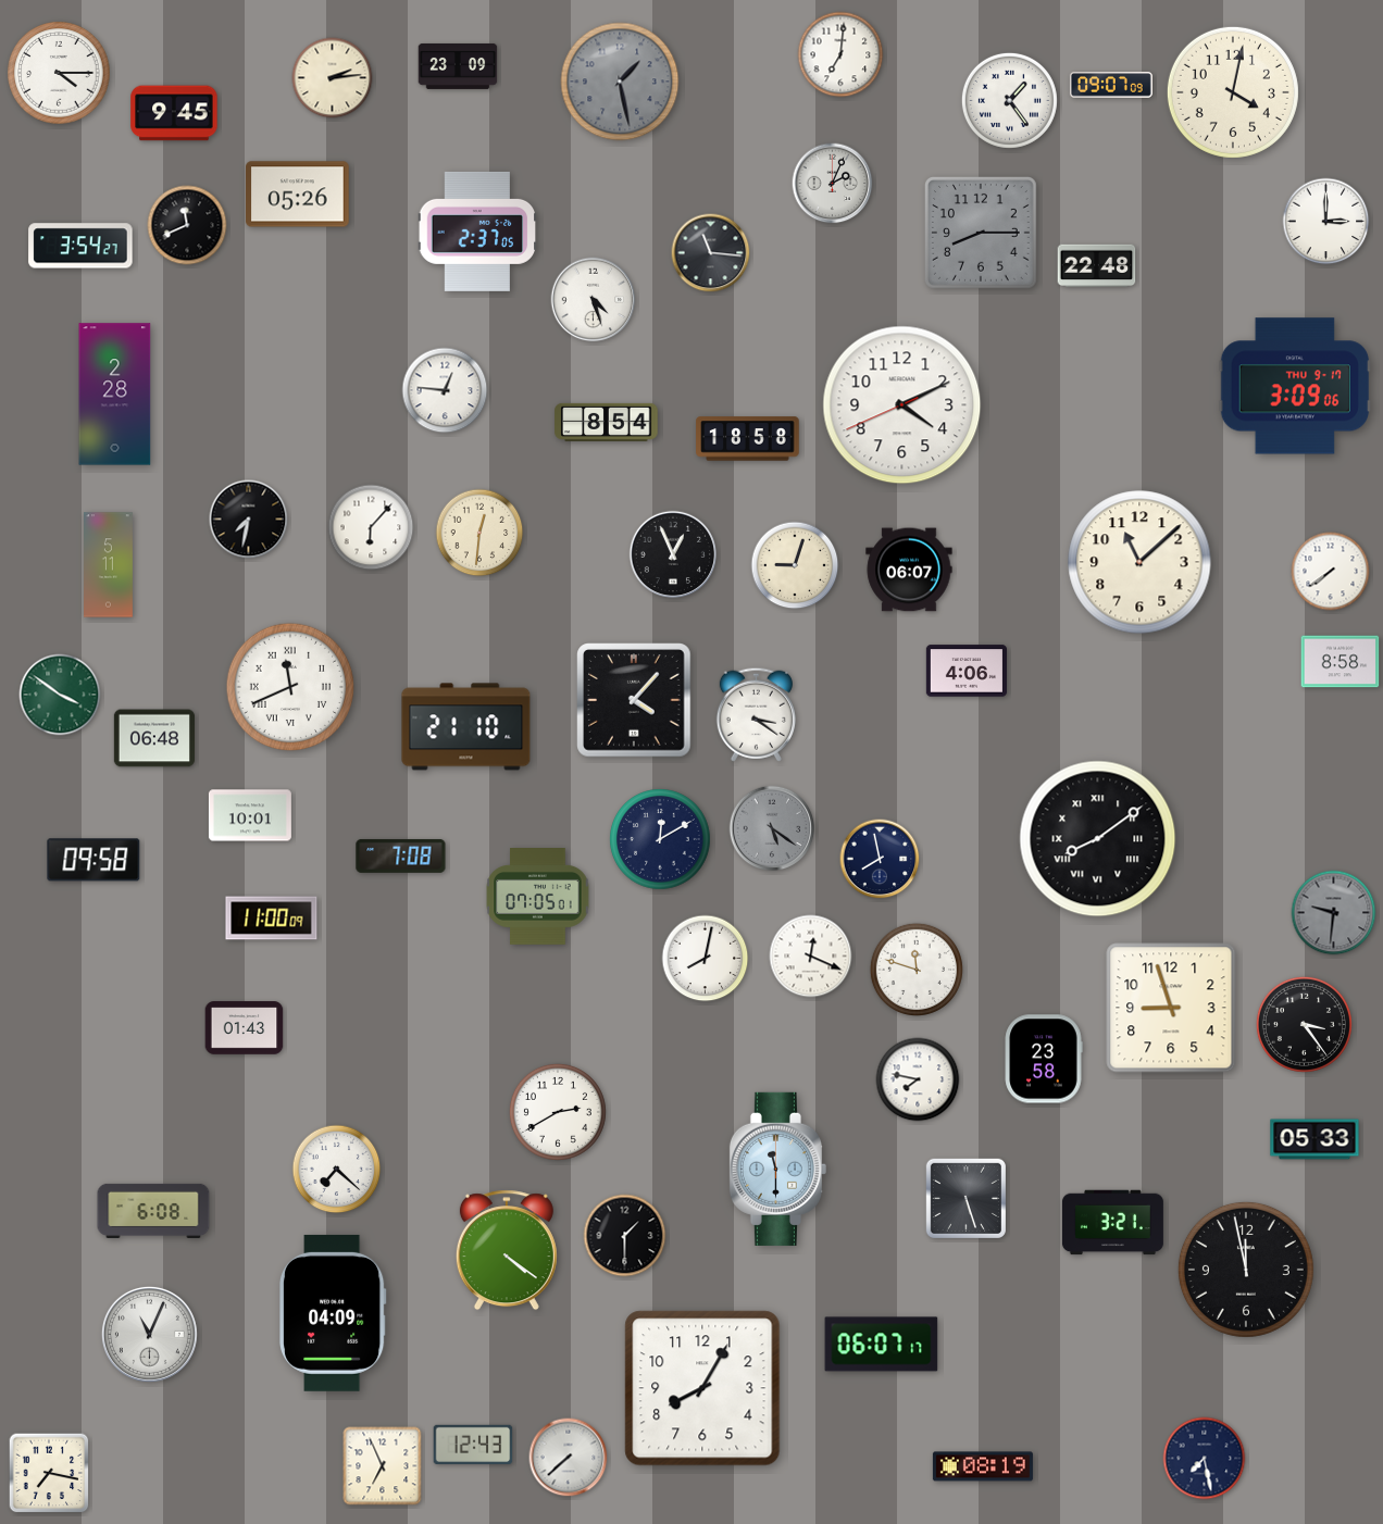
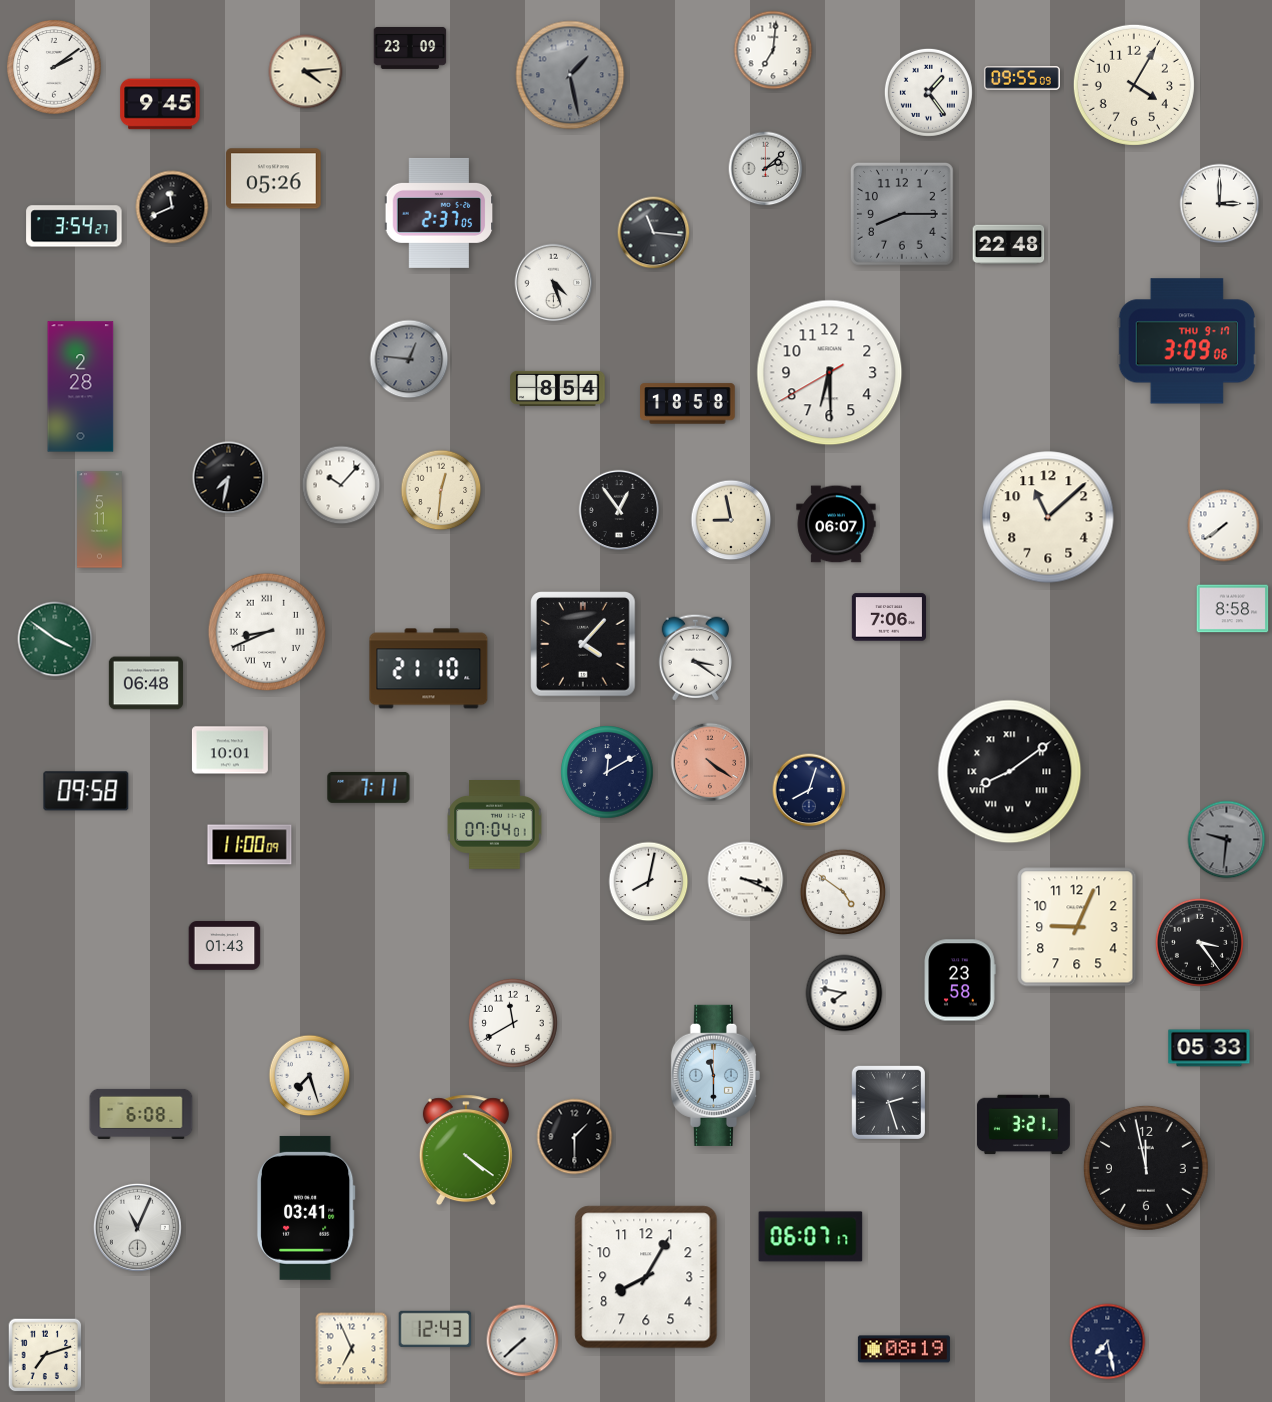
clock at (458, 66) position: (458, 66) -> (410, 48)
clock at (59, 73): 4:15 -> 2:09
clock at (333, 78): 2:14 -> 4:14
clock at (1111, 85): 09:07 -> 09:55
clock at (1233, 92): 4:02 -> 4:05
clock at (833, 184): 2:04 -> 2:08
clock at (594, 300) position: (594, 300) -> (554, 283)
clock at (1295, 386) position: (1295, 386) -> (1187, 341)
clock at (445, 390) dial: white -> grey
clock at (115, 395) position: (115, 395) -> (81, 387)
clock at (902, 405): 4:10 -> 6:29
clock at (371, 527): 6:07 -> 10:07
clock at (673, 554): 12:56 -> 12:54
clock at (795, 565): 9:03 -> 8:58
clock at (965, 671): 4:06 -> 7:06
clock at (290, 687): 11:41 -> 8:41
clock at (154, 738) position: (154, 738) -> (146, 683)
clock at (772, 828): 5:21 -> 4:21
clock at (772, 828) dial: grey -> salmon
clock at (401, 855): 7:08 -> 7:11
clock at (880, 859): 7:58 -> 8:03
clock at (538, 897): 07:05 -> 07:04
clock at (811, 957): 12:19 -> 3:19
clock at (917, 970): 11:48 -> 4:51
clock at (1171, 1008): 8:57 -> 9:04
clock at (1044, 1059) position: (1044, 1059) -> (960, 980)
clock at (558, 1112): 2:40 -> 11:40
clock at (337, 1170): 7:22 -> 7:27
clock at (965, 1198): 5:27 -> 2:27
clock at (333, 1313): 04:09 -> 03:41
clock at (49, 1473): 7:17 -> 7:12
